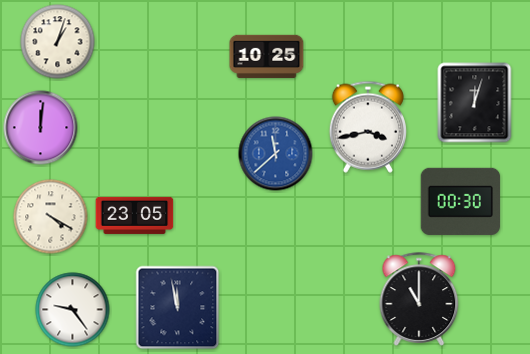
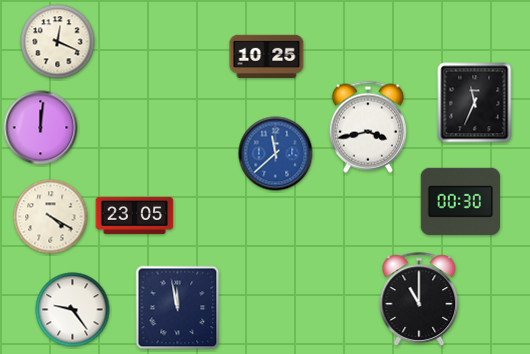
clock at (58, 42): 1:03 -> 12:19
clock at (475, 103): 12:03 -> 11:34
